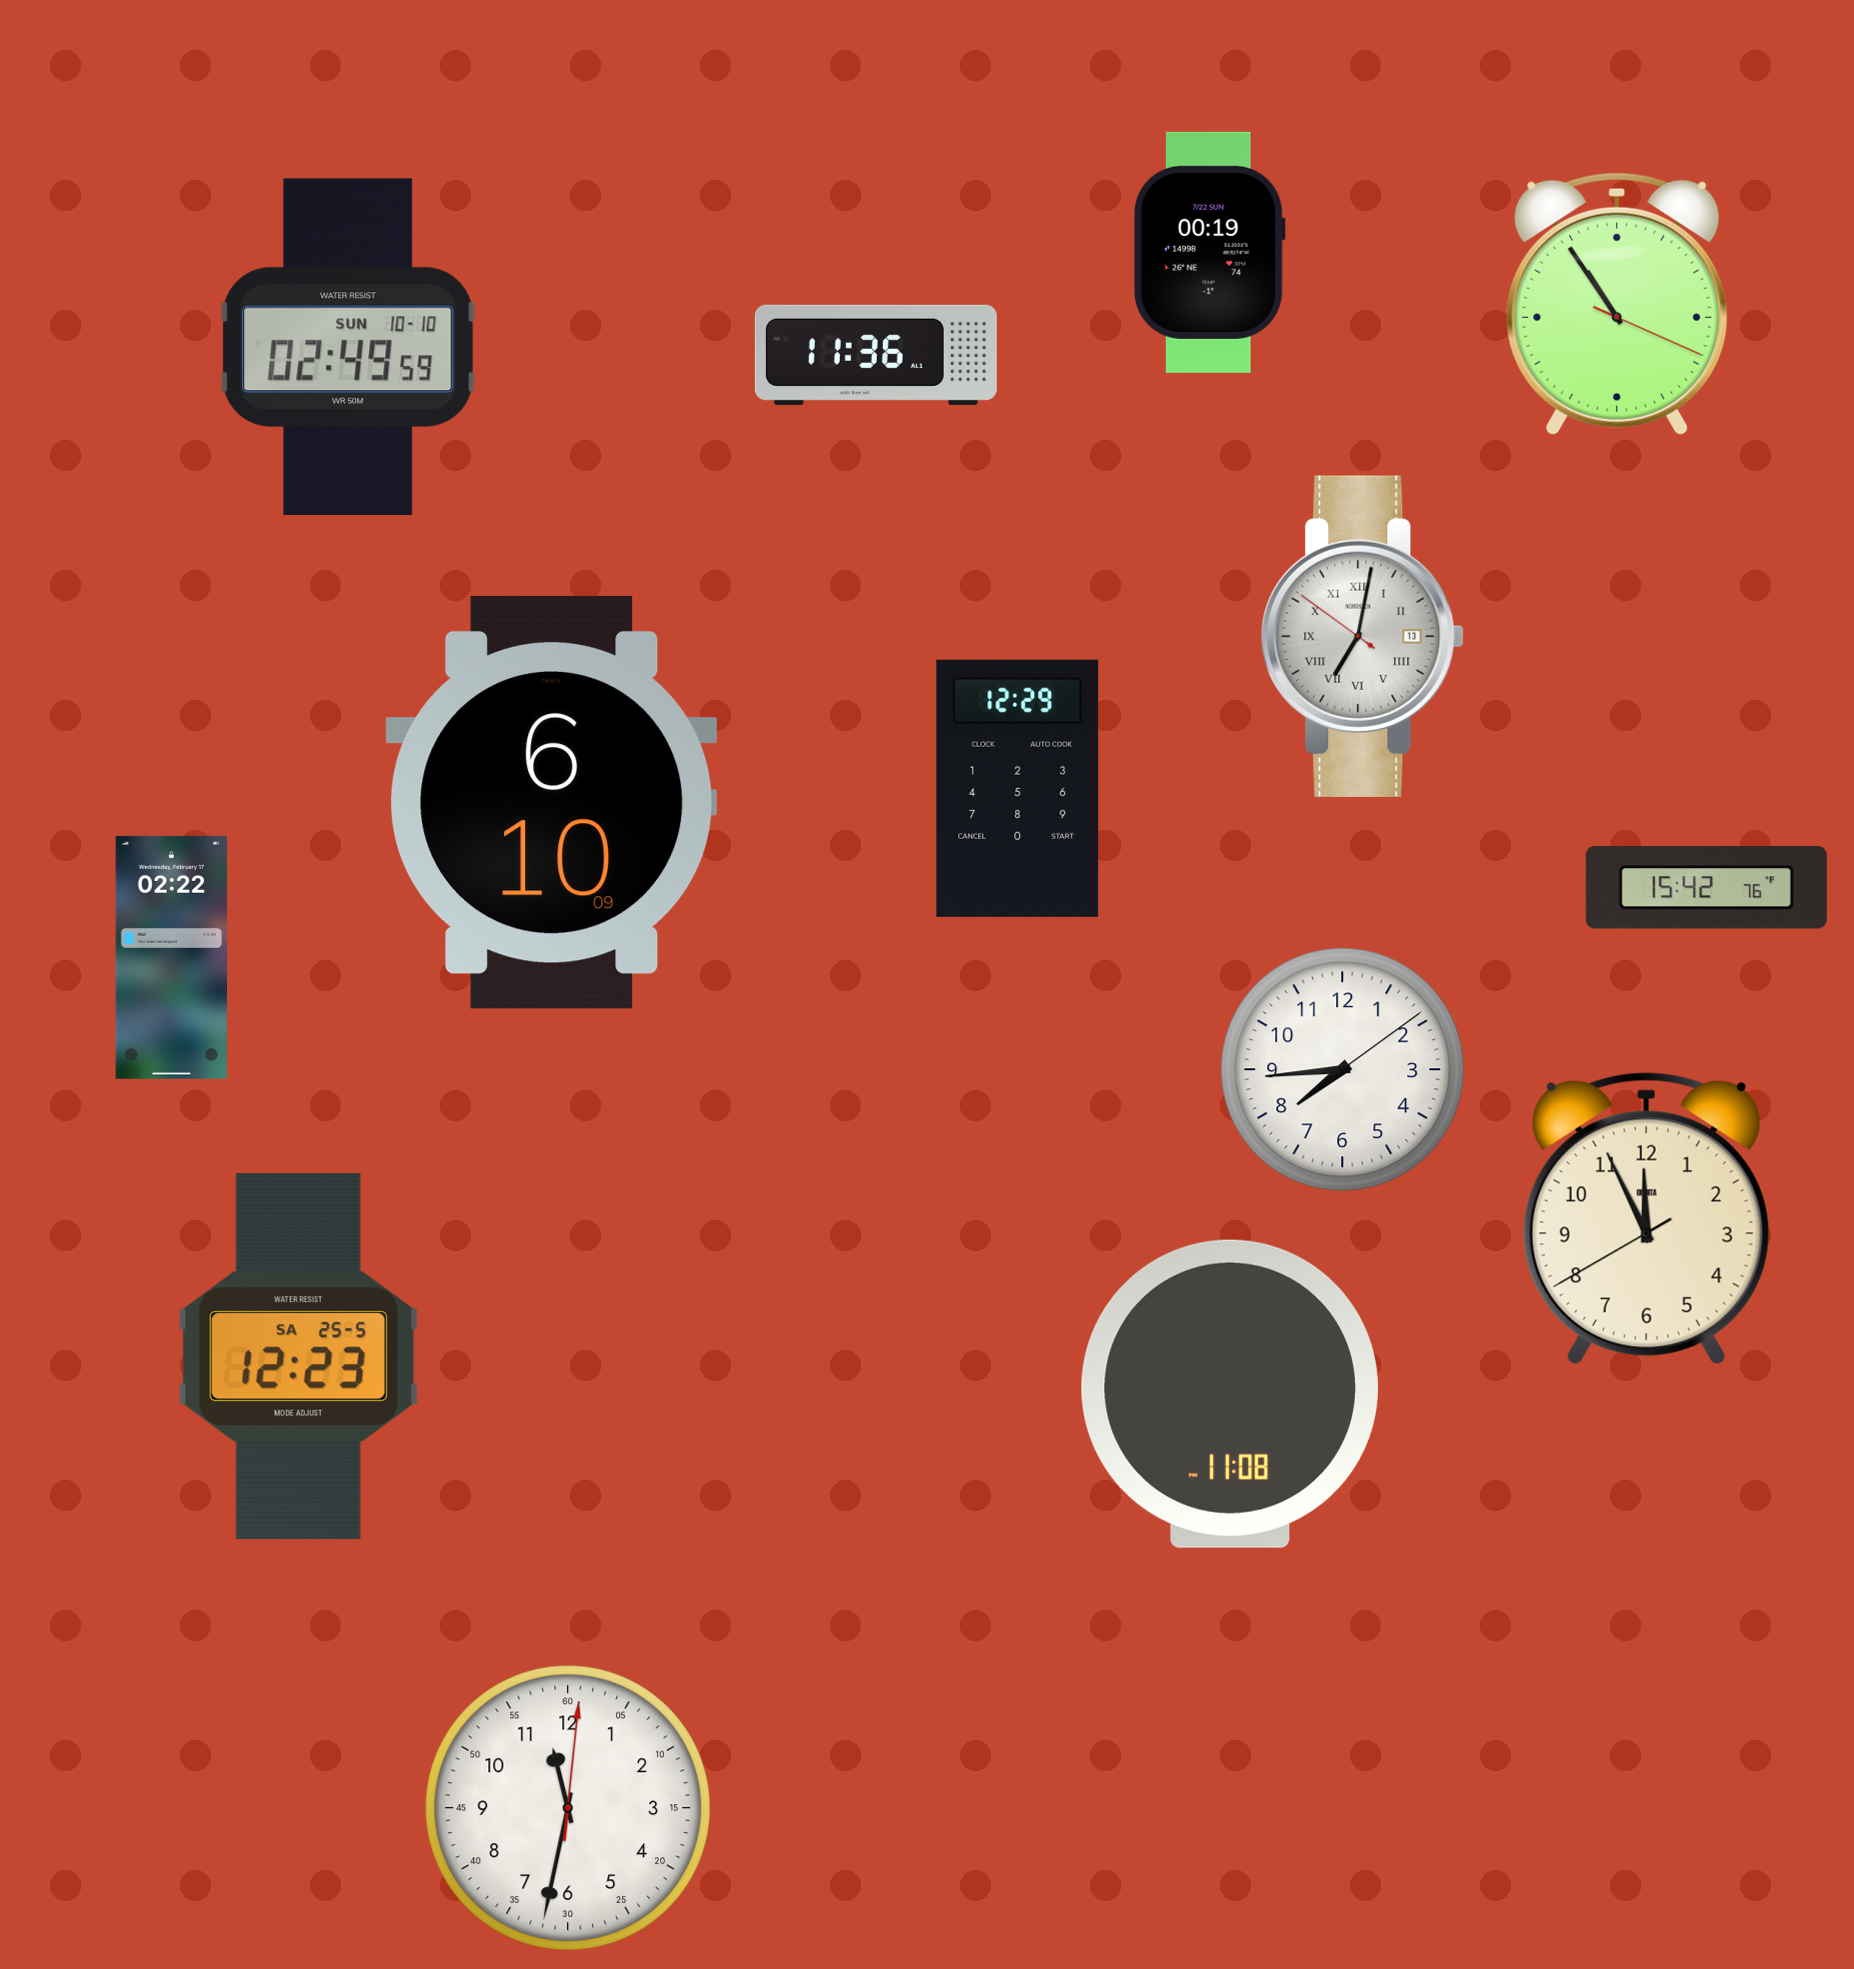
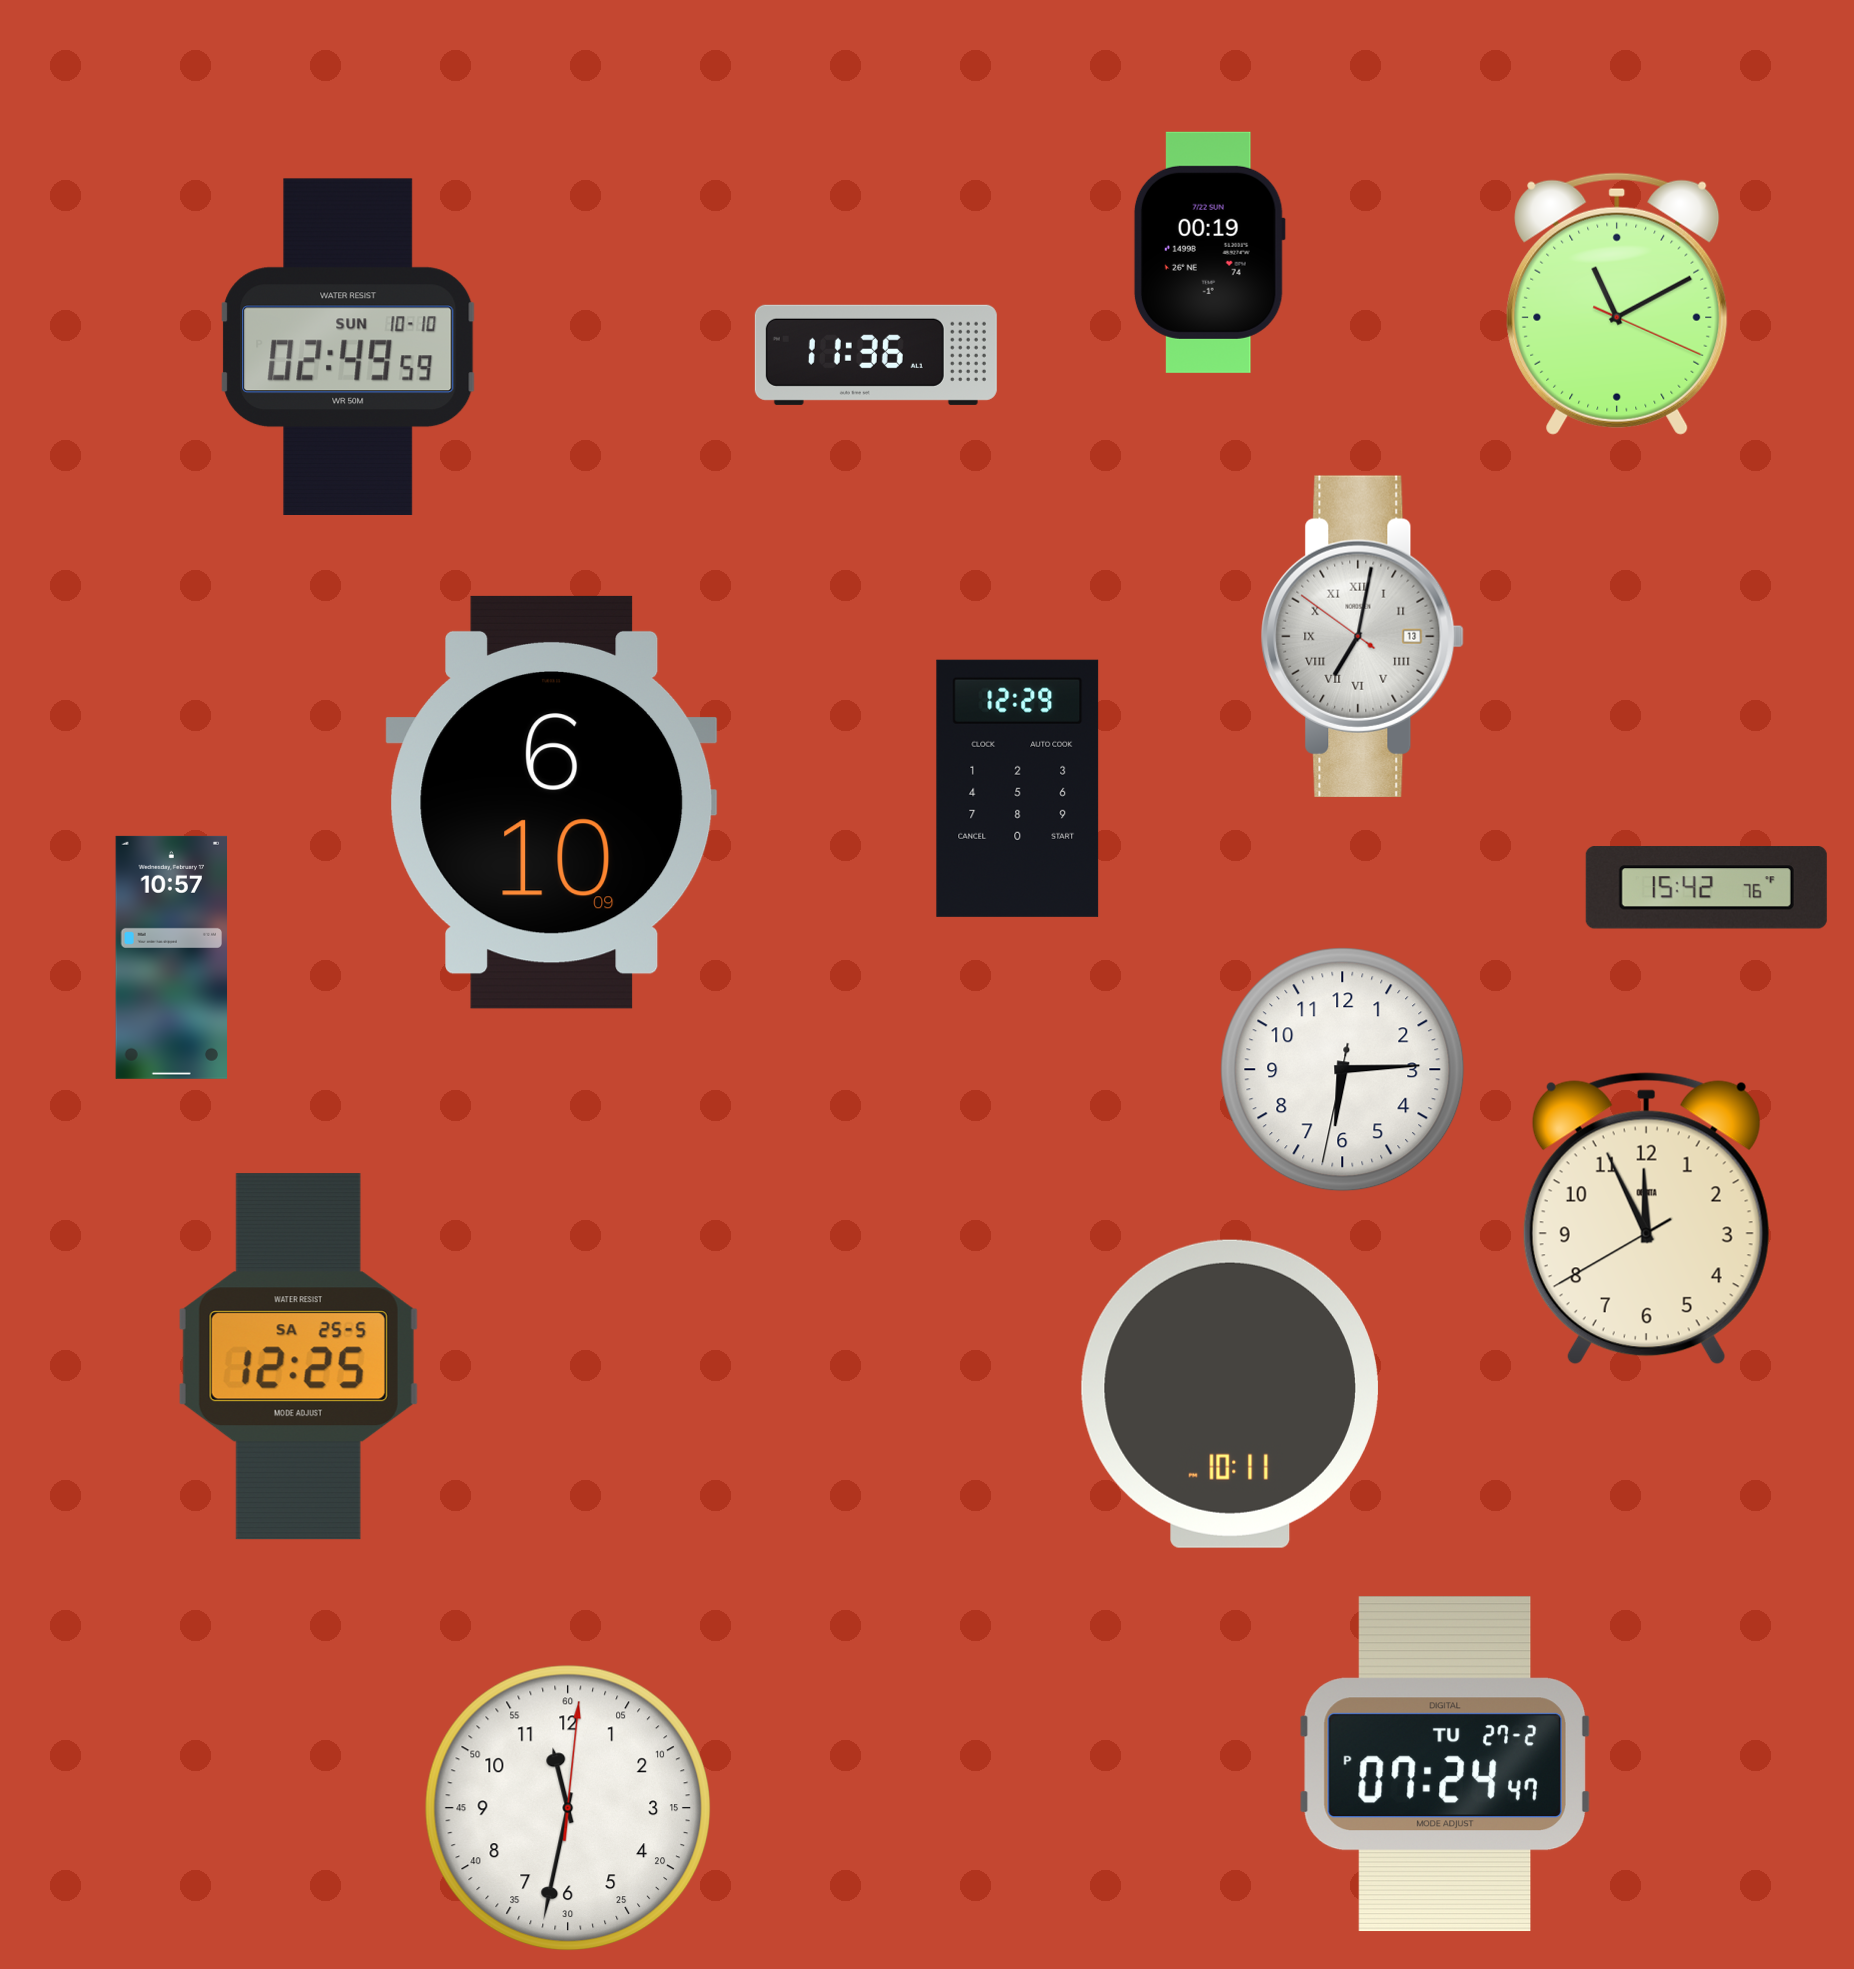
clock at (1617, 304): 10:54 -> 11:10
clock at (172, 957): 02:22 -> 10:57
clock at (1343, 1070): 7:44 -> 6:14
clock at (298, 1357): 12:23 -> 12:25
clock at (1230, 1394): 11:08 -> 10:11
clock at (1445, 1764): none -> 07:24
